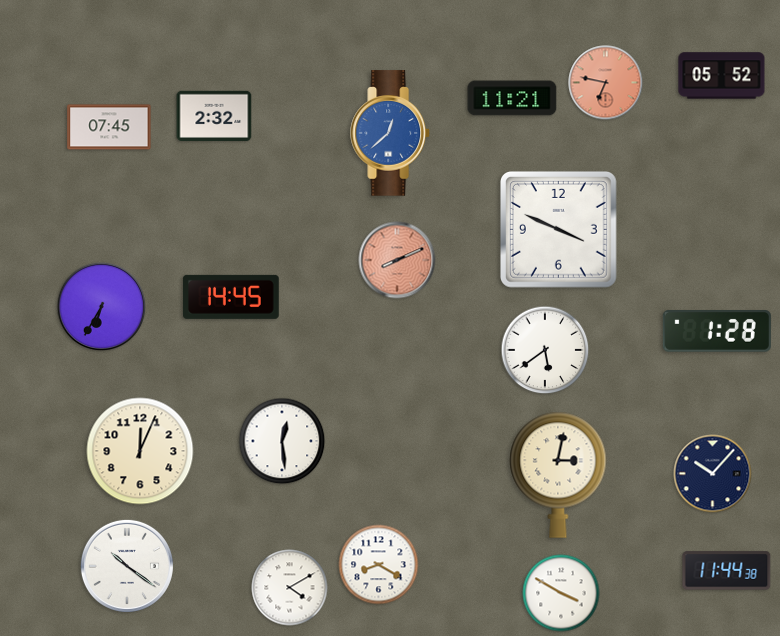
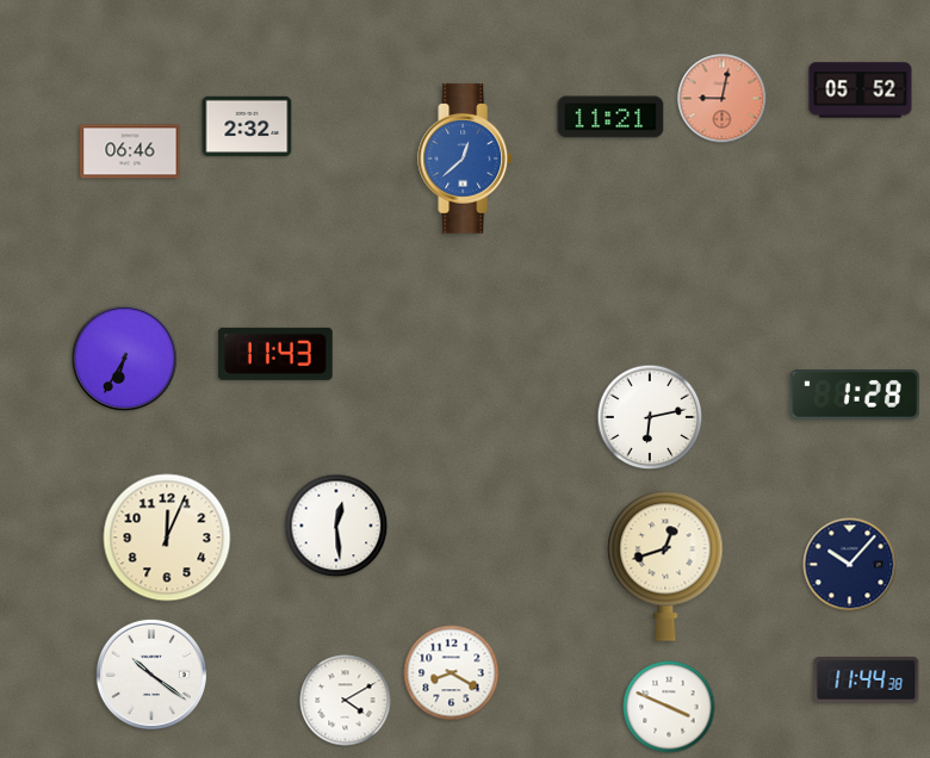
clock at (606, 83): 6:47 -> 9:02
clock at (214, 115) position: (214, 115) -> (247, 125)
clock at (109, 127): 07:45 -> 06:46
clock at (559, 230): 3:49 -> none
clock at (397, 260): 8:11 -> none
clock at (231, 297): 14:45 -> 11:43
clock at (102, 307) position: (102, 307) -> (125, 359)
clock at (545, 350): 5:39 -> 6:13
clock at (558, 475): 3:02 -> 12:42
clock at (561, 593): 3:50 -> 3:49
